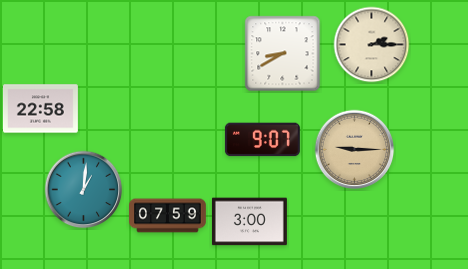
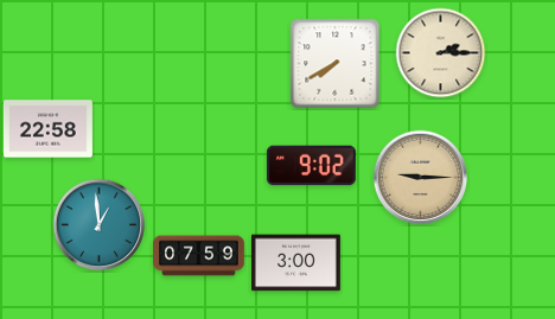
clock at (283, 54): 8:40 -> 7:40
clock at (262, 140): 9:07 -> 9:02
clock at (84, 190): 1:01 -> 12:59
